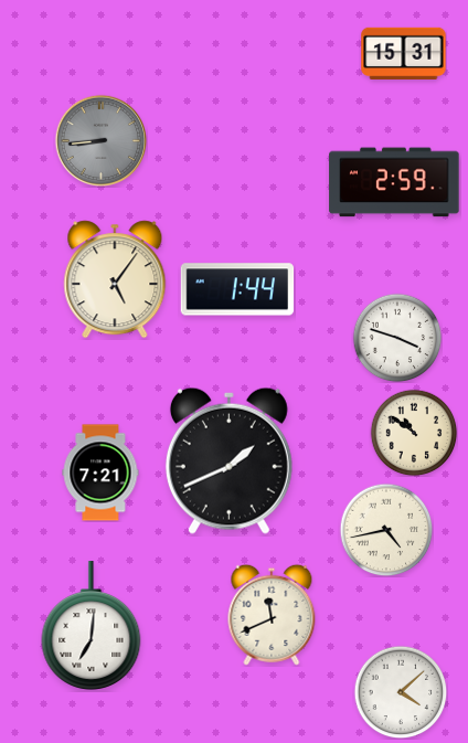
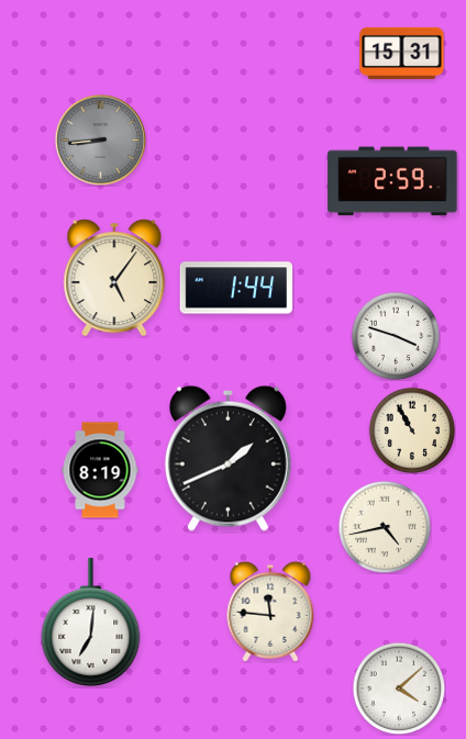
clock at (414, 433): 10:51 -> 10:55
clock at (100, 473): 7:21 -> 8:19
clock at (272, 615): 11:41 -> 11:46
